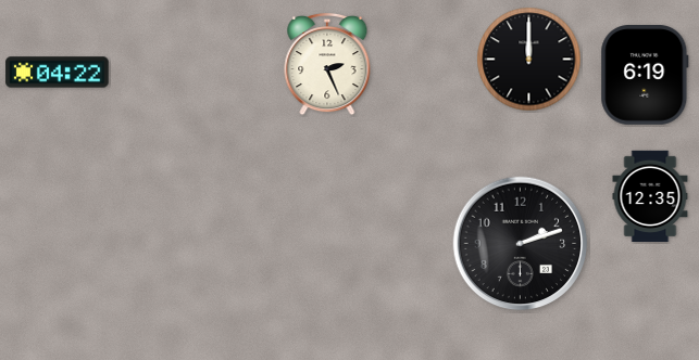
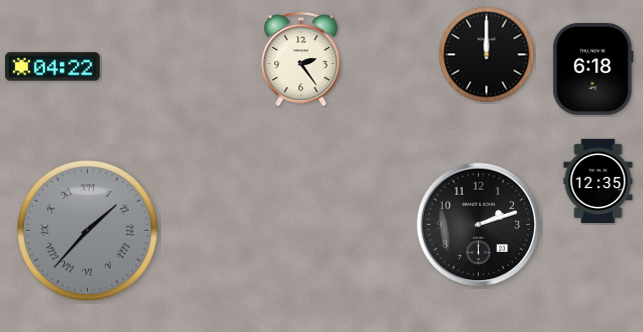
clock at (327, 64): 2:26 -> 2:24
clock at (645, 76): 6:19 -> 6:18
clock at (87, 230): none -> 1:37
